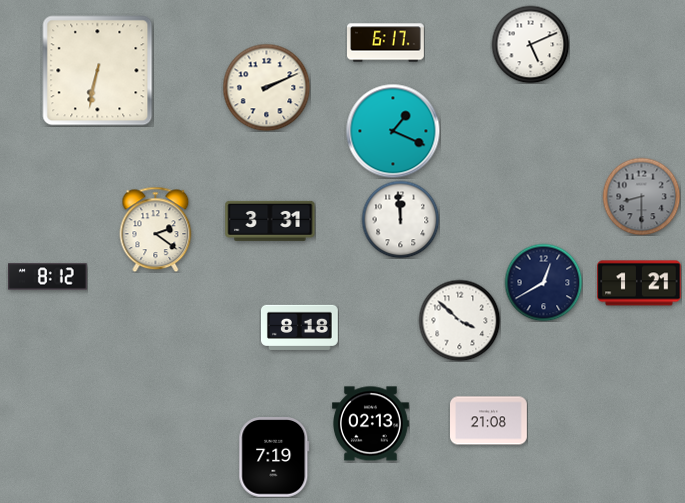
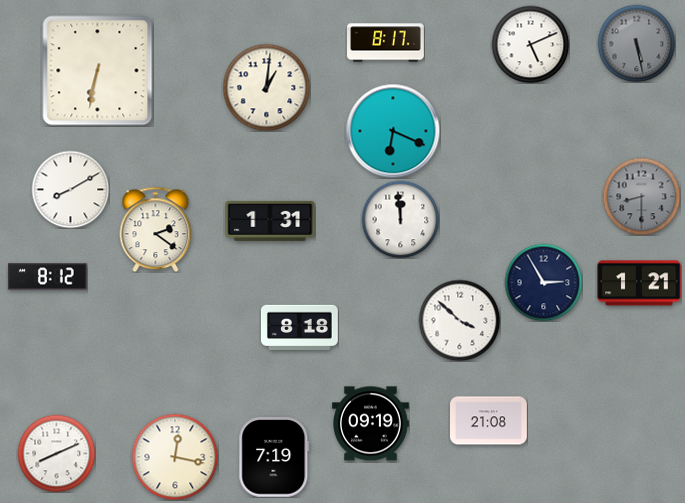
clock at (386, 43): 6:17 -> 8:17
clock at (636, 43): none -> 5:28
clock at (266, 87): 2:11 -> 1:01
clock at (393, 131): 1:19 -> 6:19
clock at (70, 189): none -> 8:10
clock at (270, 221): 3:31 -> 1:31
clock at (543, 282): 12:40 -> 2:55
clock at (371, 424): 02:13 -> 09:19
clock at (56, 453): none -> 8:11
clock at (175, 457): none -> 12:17
